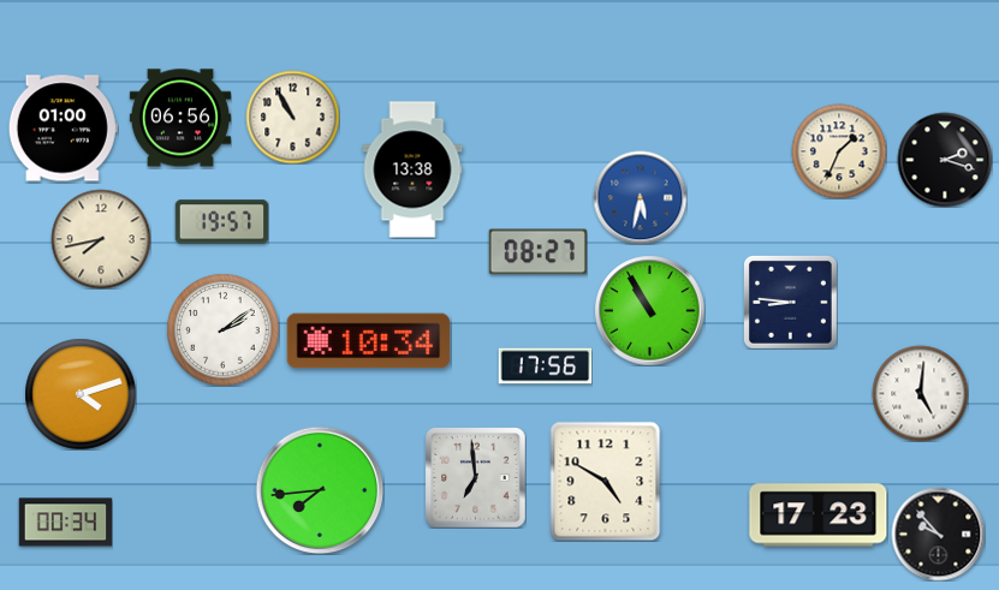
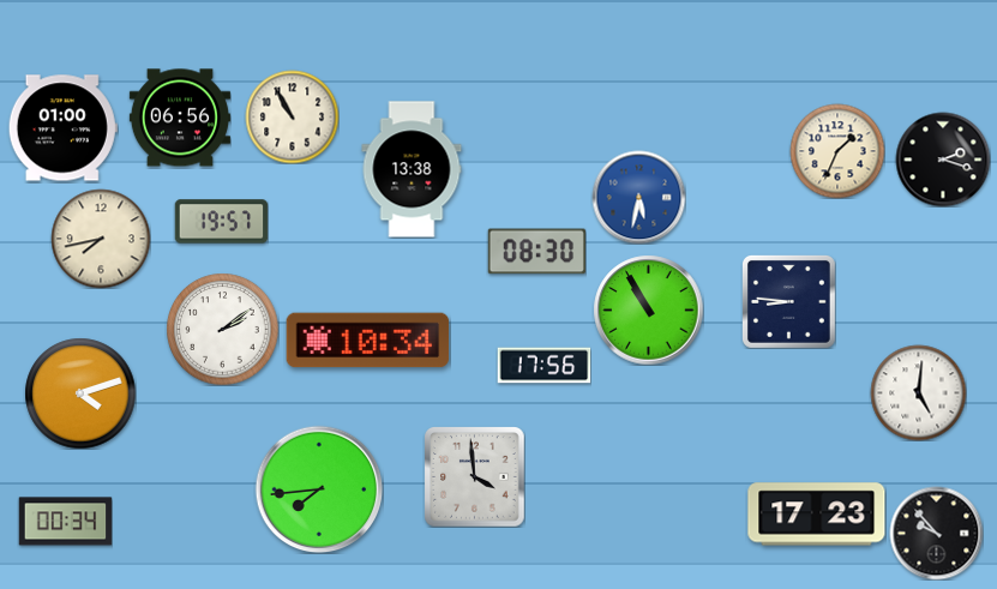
clock at (537, 252): 08:27 -> 08:30
clock at (475, 477): 6:59 -> 3:59
clock at (606, 481): 4:50 -> none
